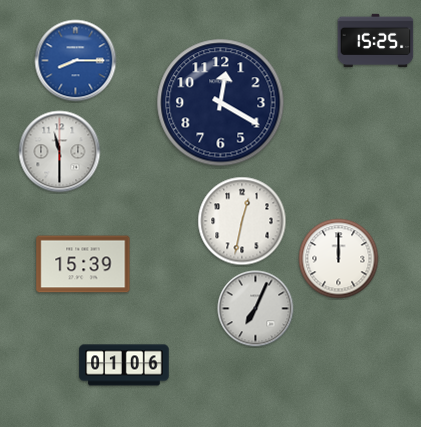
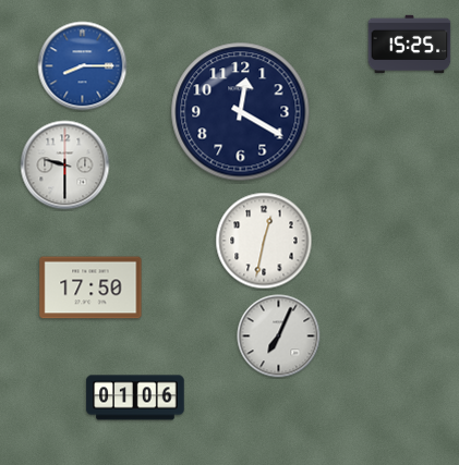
clock at (60, 152): 11:30 -> 9:30
clock at (339, 259): 12:00 -> none
clock at (83, 264): 15:39 -> 17:50
